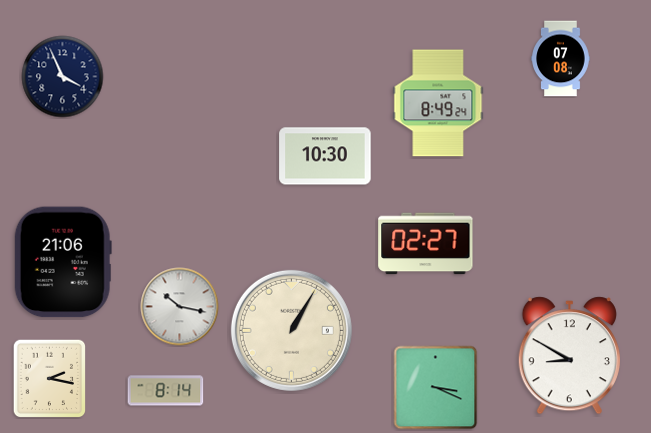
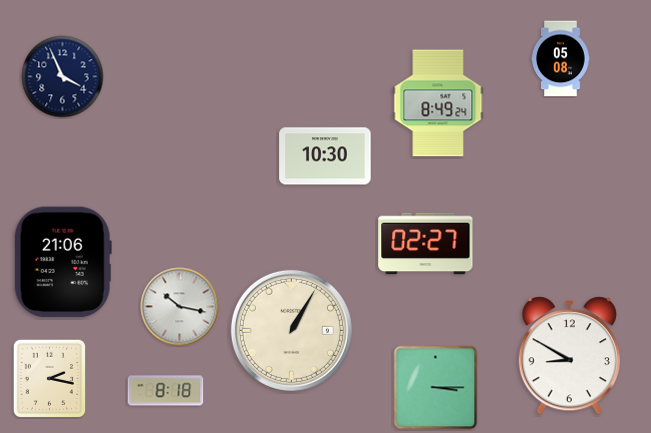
clock at (561, 59): 07:08 -> 05:08
clock at (436, 388): 3:19 -> 3:15
clock at (166, 391): 8:14 -> 8:18
